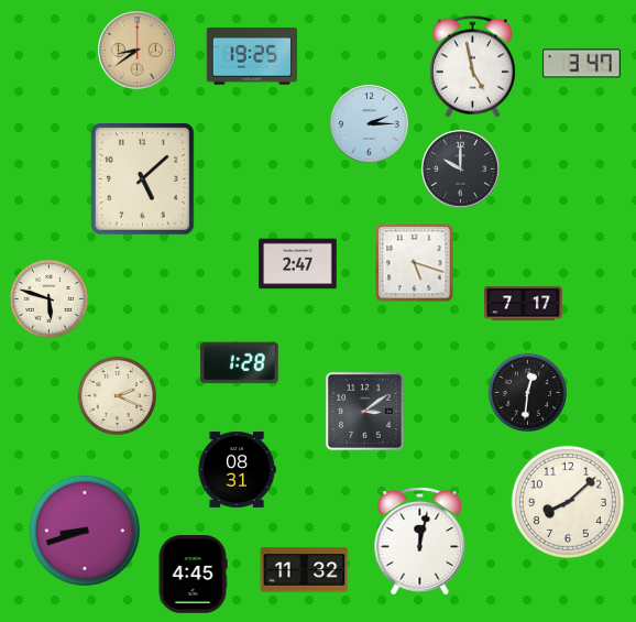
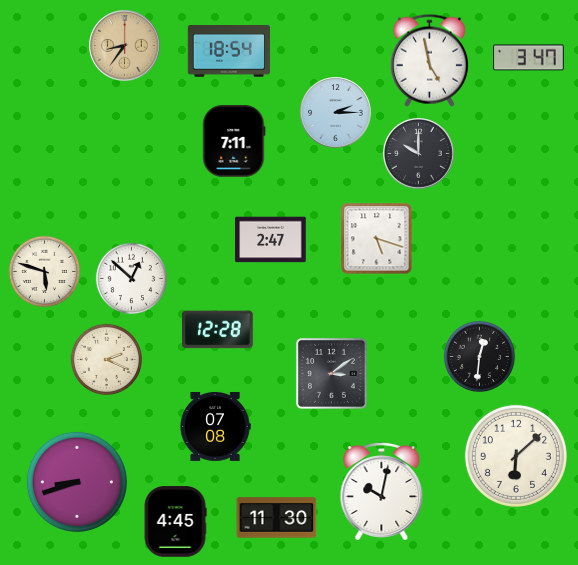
clock at (138, 51): 8:39 -> 8:36
clock at (251, 56): 19:25 -> 18:54
clock at (234, 141): none -> 7:11
clock at (143, 179): 5:08 -> none
clock at (524, 304): 7:17 -> none
clock at (131, 278): none -> 12:52
clock at (240, 363): 1:28 -> 12:28
clock at (237, 469): 08:31 -> 07:08
clock at (568, 502): 8:08 -> 6:08
clock at (420, 542): 12:02 -> 10:02
clock at (305, 570): 11:32 -> 11:30
